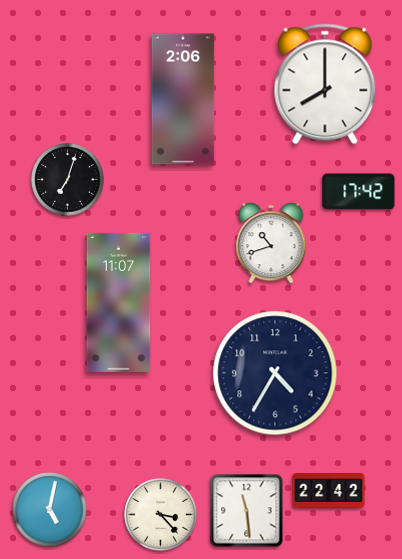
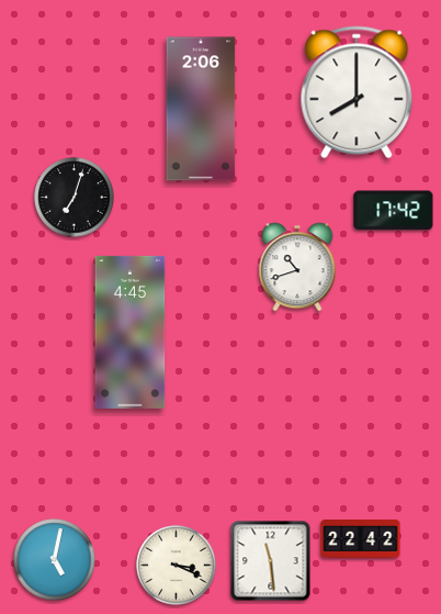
clock at (119, 302): 11:07 -> 4:45
clock at (275, 373): 4:35 -> none
clock at (161, 515): 3:23 -> 3:19
